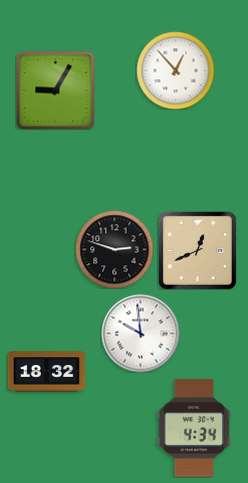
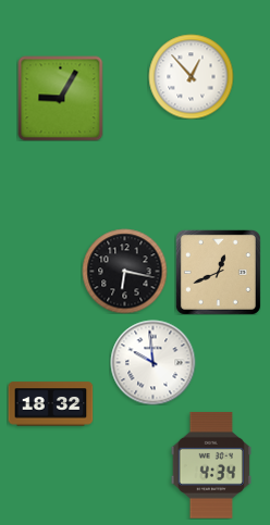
clock at (114, 249): 2:48 -> 6:17
clock at (197, 250) position: (197, 250) -> (218, 272)
